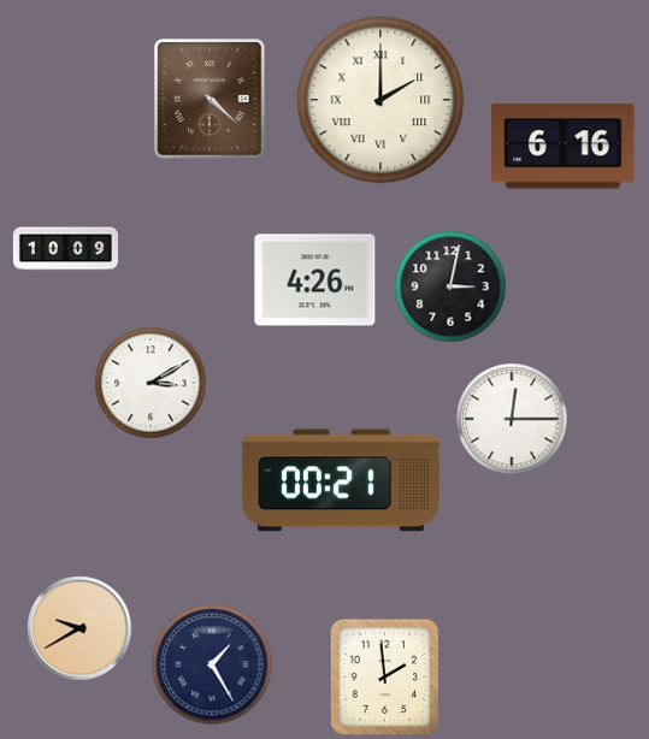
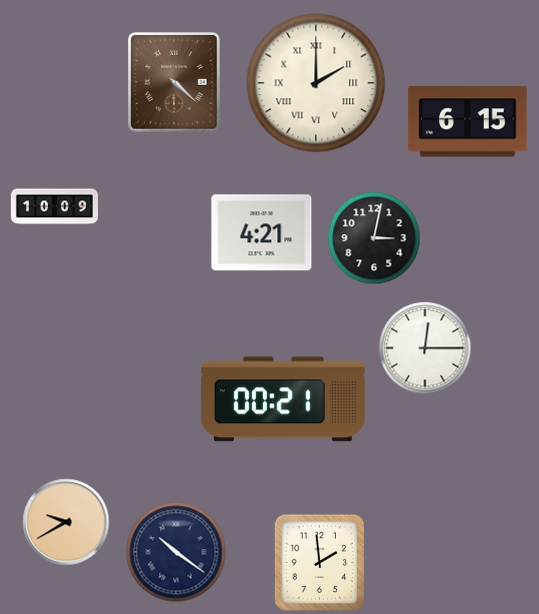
clock at (564, 147): 6:16 -> 6:15
clock at (315, 280): 4:26 -> 4:21
clock at (151, 383): 3:10 -> none
clock at (212, 664): 1:25 -> 10:21
